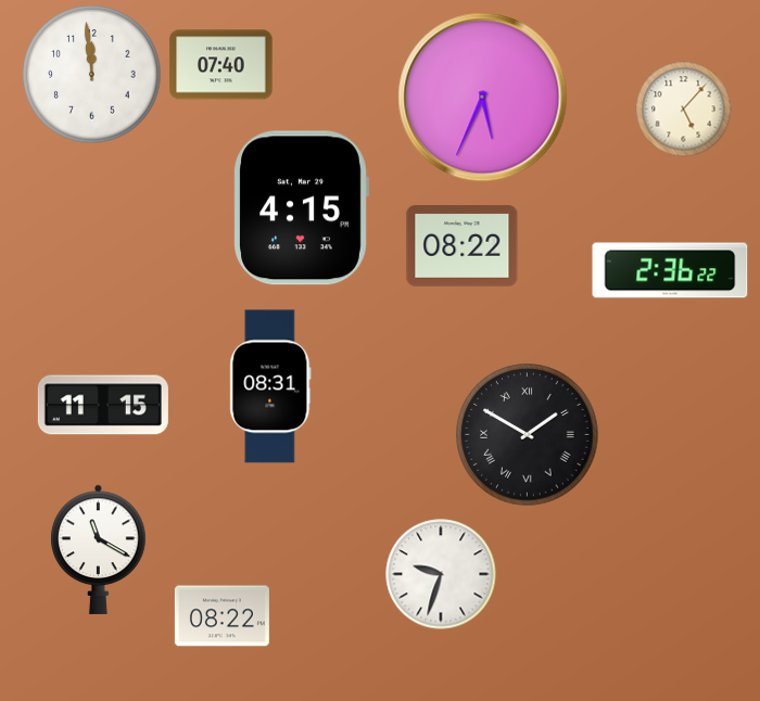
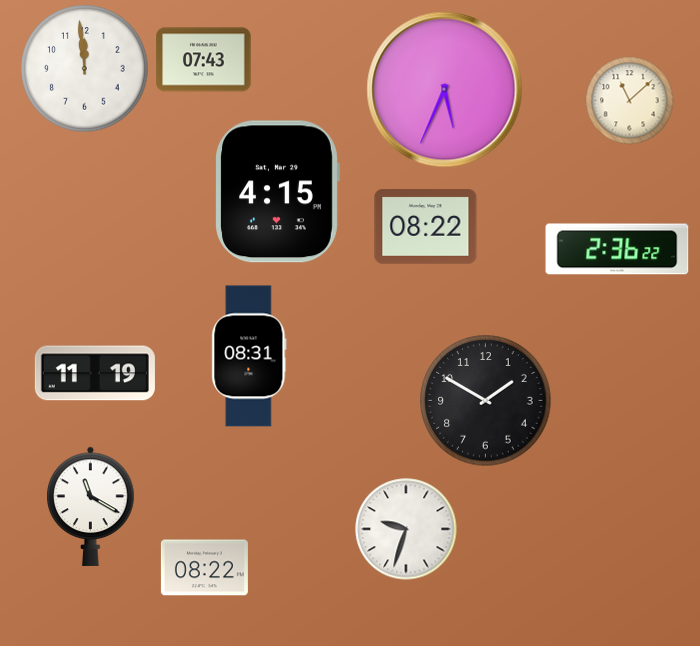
clock at (221, 65): 07:40 -> 07:43
clock at (684, 110): 5:07 -> 11:08
clock at (103, 405): 11:15 -> 11:19
clock at (528, 435) numerals: Roman -> Arabic
